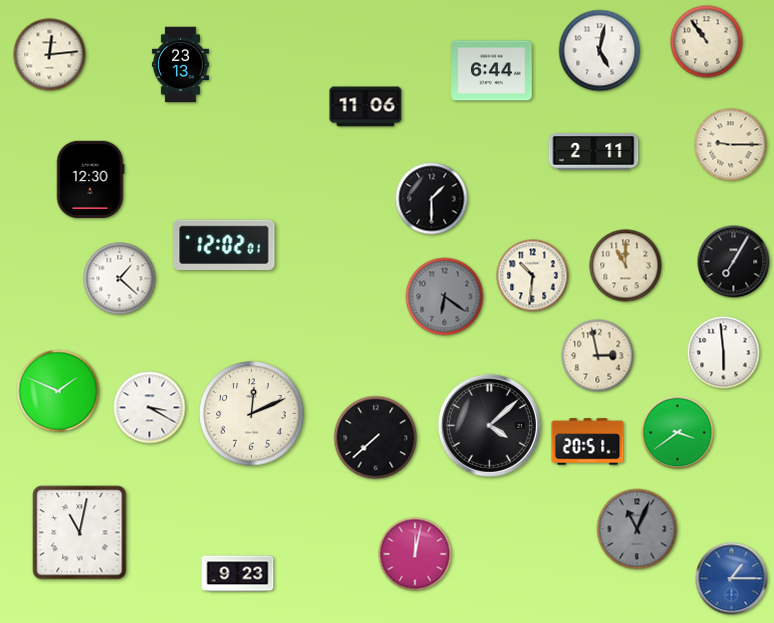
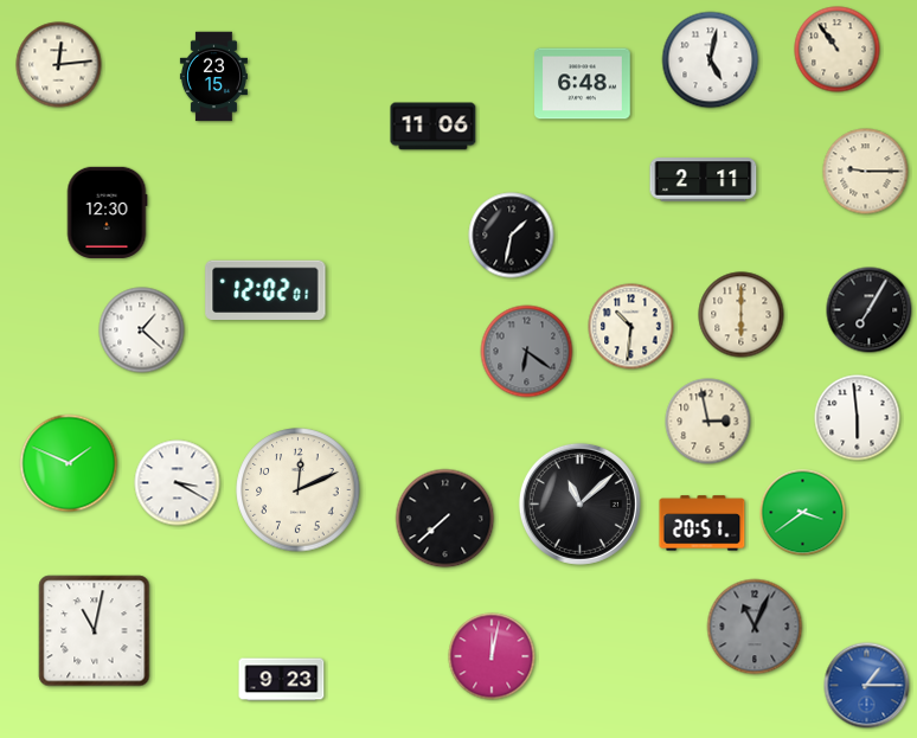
clock at (180, 65): 23:13 -> 23:15
clock at (492, 71): 6:44 -> 6:48
clock at (432, 199): 1:30 -> 1:32
clock at (626, 266): 11:00 -> 6:00
clock at (489, 425): 4:08 -> 11:08
clock at (588, 442) position: (588, 442) -> (703, 524)
